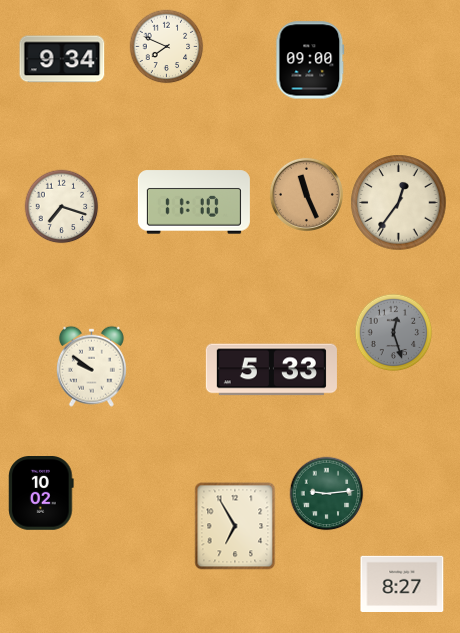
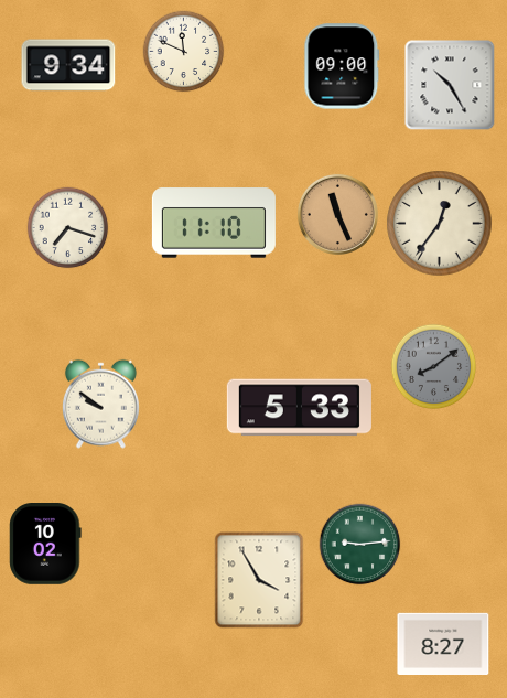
clock at (167, 47): 7:49 -> 11:49
clock at (450, 85): none -> 10:25
clock at (394, 333): 12:27 -> 8:09
clock at (235, 526): 6:55 -> 3:55
